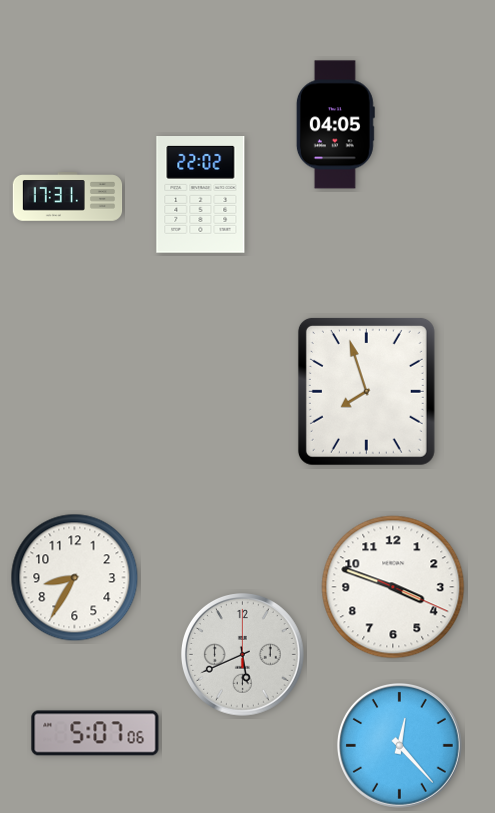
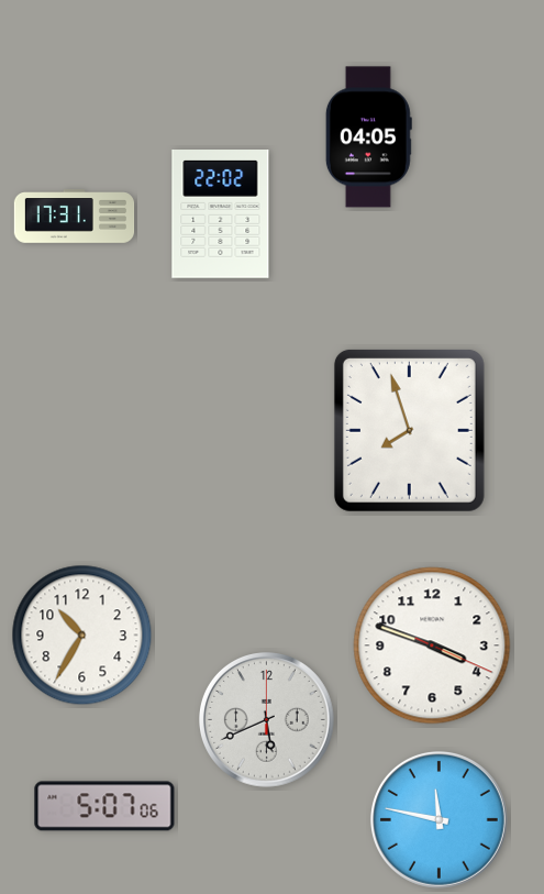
clock at (366, 391) position: (366, 391) -> (409, 430)
clock at (75, 578): 8:35 -> 10:35
clock at (399, 745): 12:23 -> 11:47
